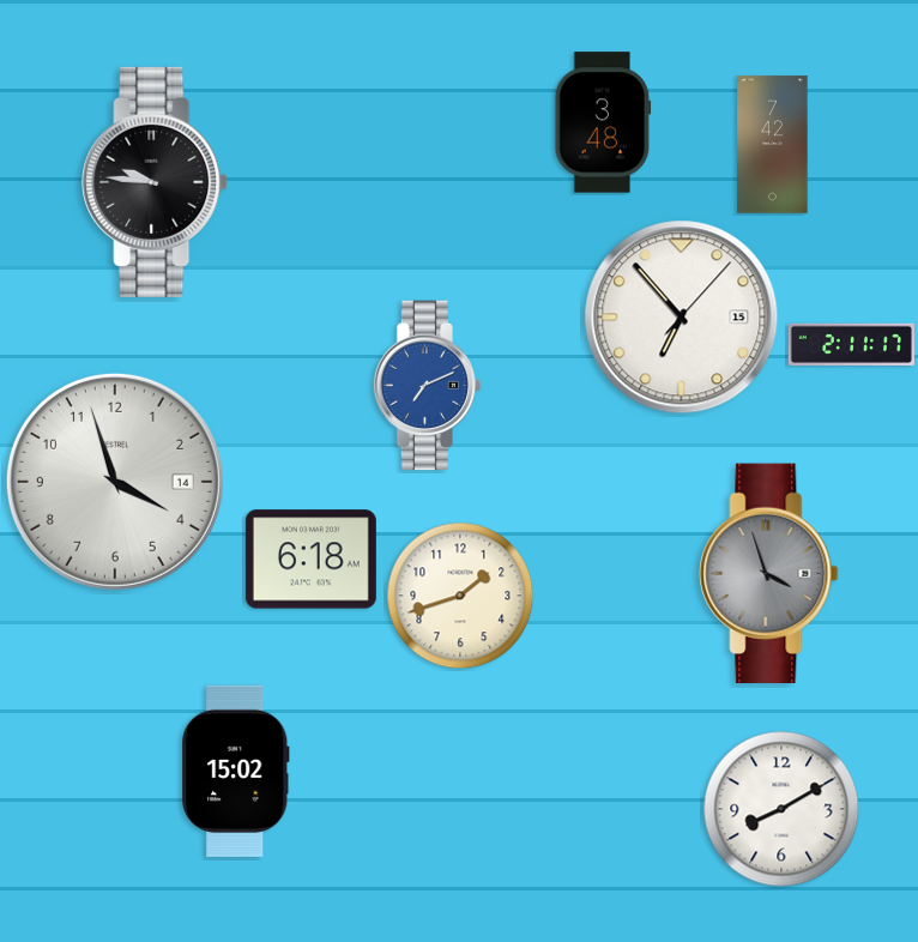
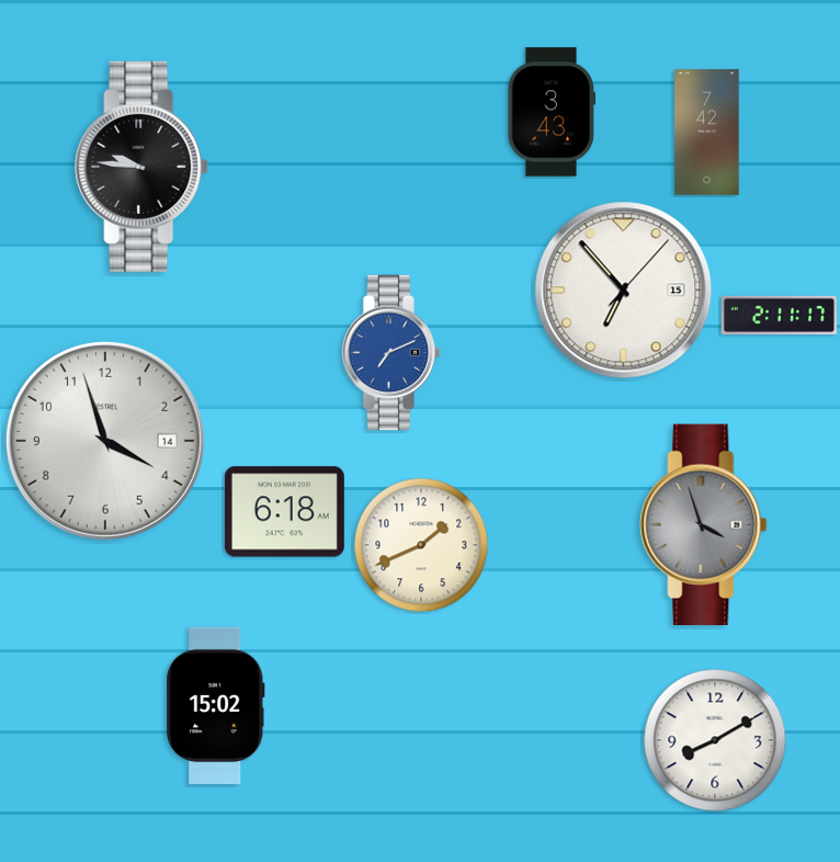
clock at (603, 122): 3:48 -> 3:43
clock at (460, 596): 1:42 -> 1:41
